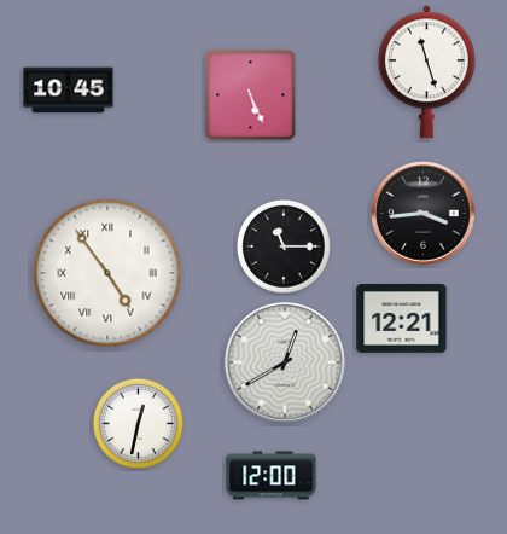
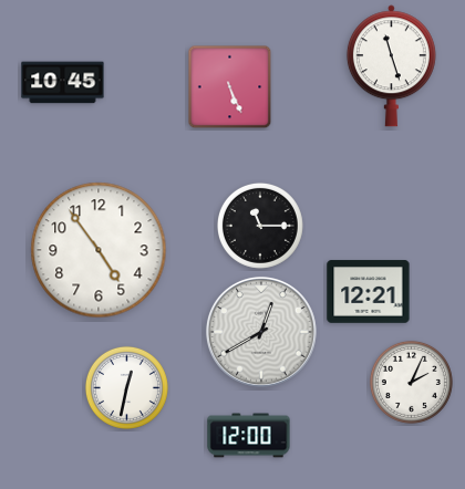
clock at (424, 214): 3:44 -> none
clock at (107, 273) numerals: Roman -> Arabic
clock at (411, 382): none -> 2:04
